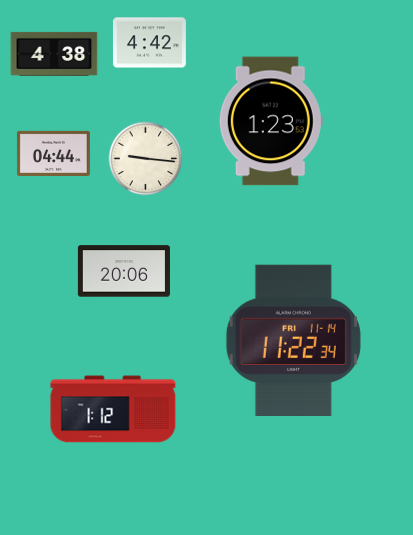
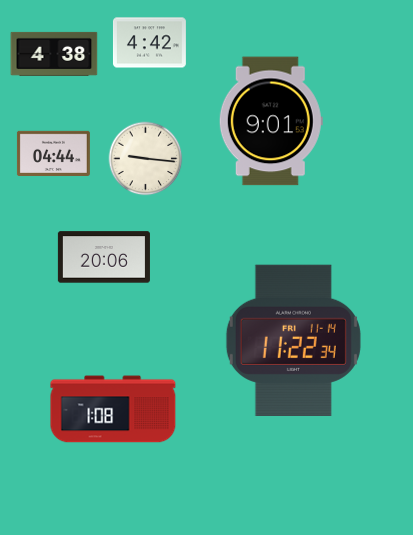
clock at (271, 121): 1:23 -> 9:01
clock at (124, 271) position: (124, 271) -> (104, 257)
clock at (113, 409): 1:12 -> 1:08
